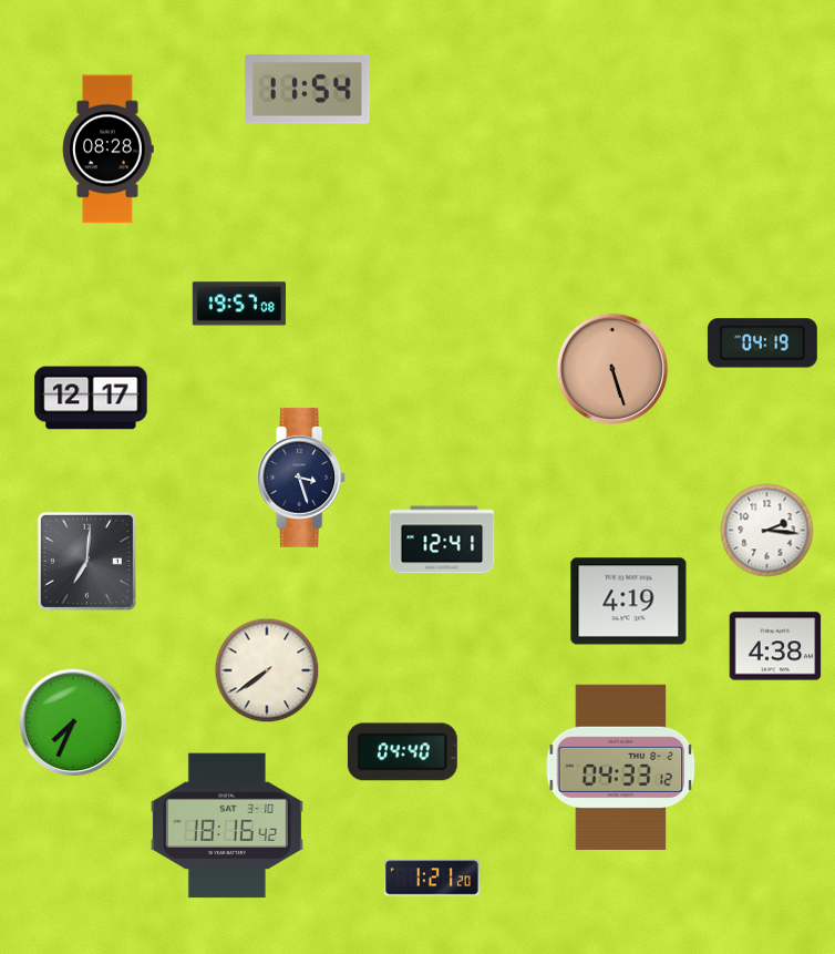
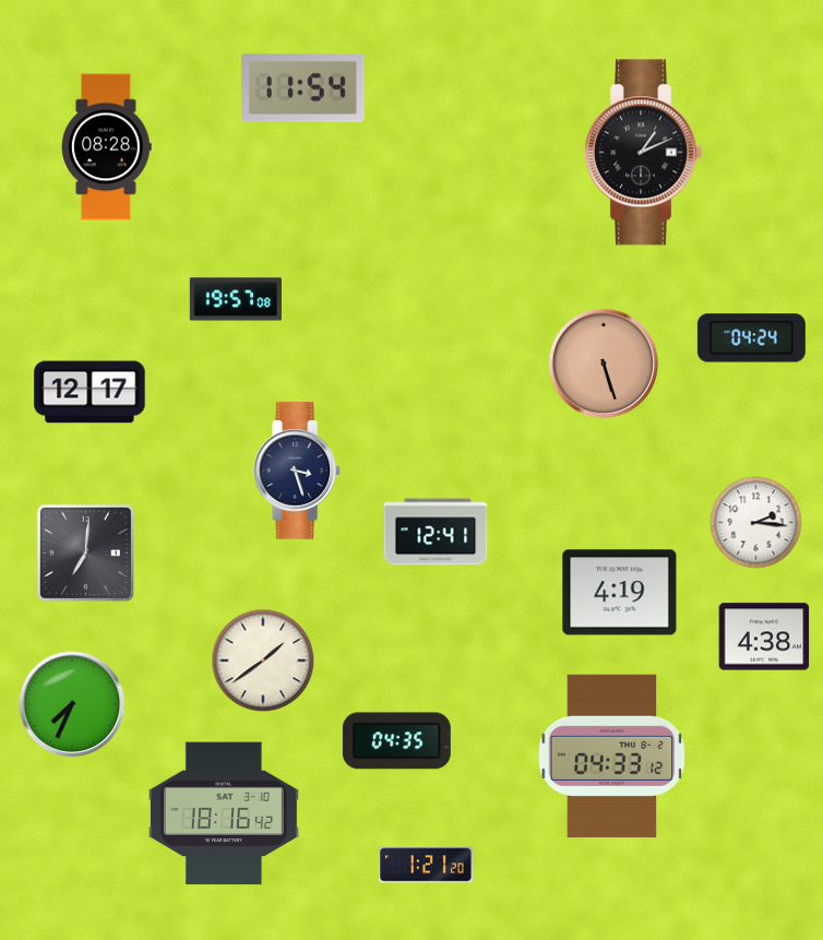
clock at (644, 153): none -> 1:11
clock at (762, 343): 04:19 -> 04:24
clock at (267, 670): 7:39 -> 1:39
clock at (73, 722) position: (73, 722) -> (72, 704)
clock at (402, 752): 04:40 -> 04:35
